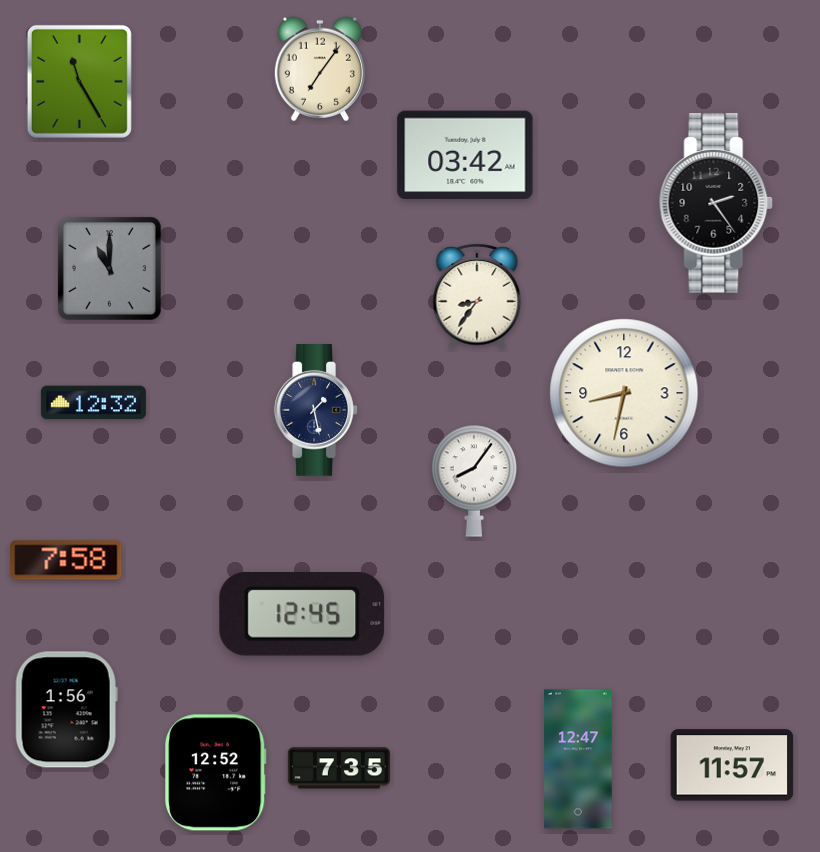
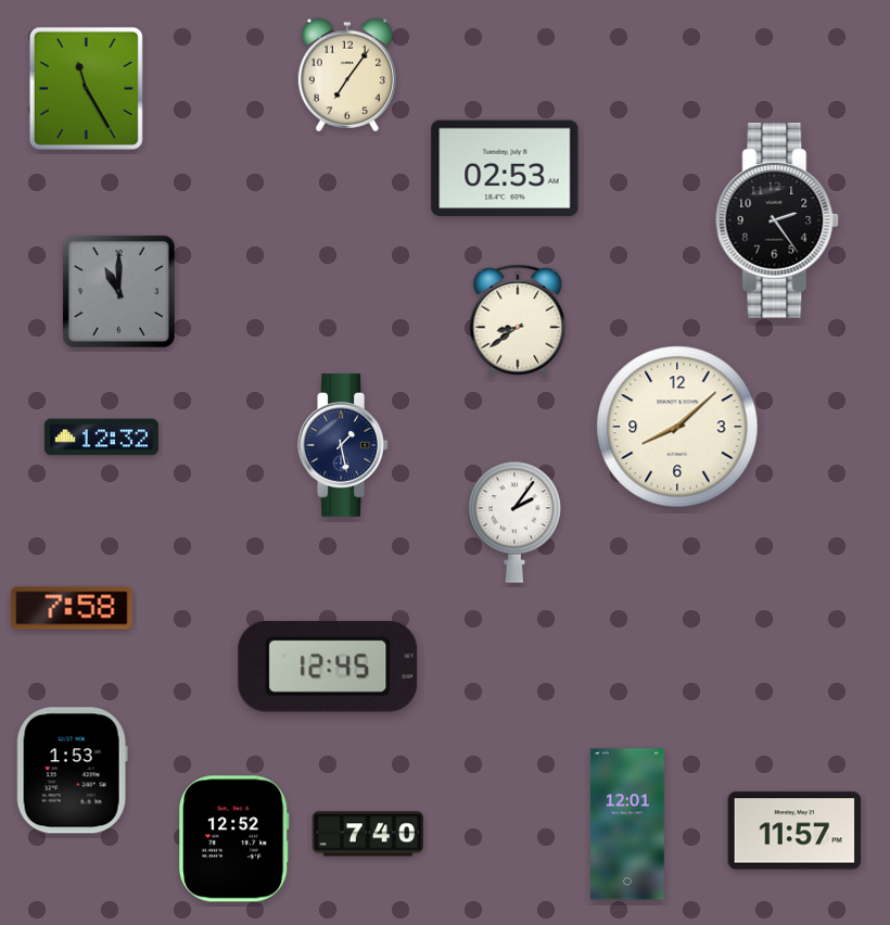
clock at (465, 155): 03:42 -> 02:53
clock at (477, 296): 8:36 -> 8:39
clock at (624, 393): 8:32 -> 8:08
clock at (474, 481): 8:06 -> 2:06
clock at (66, 710): 1:56 -> 1:53
clock at (578, 759): 12:47 -> 12:01
clock at (338, 768): 7:35 -> 7:40
